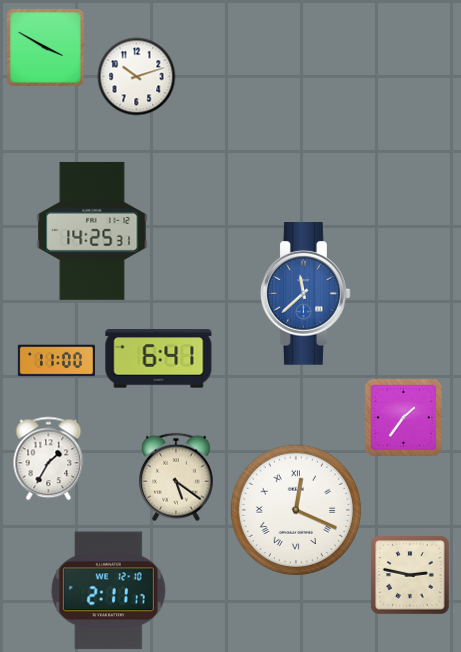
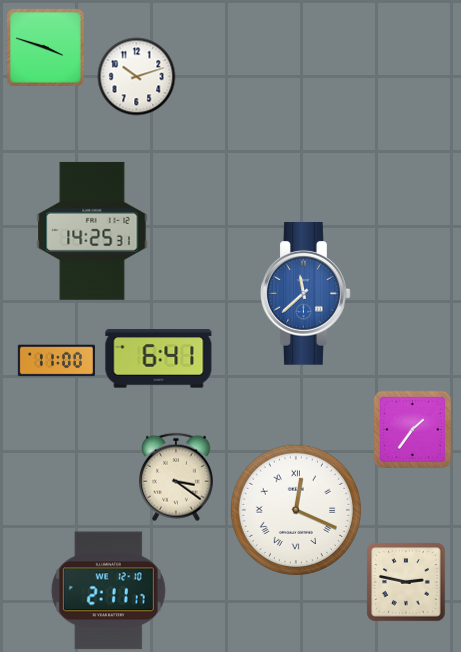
clock at (45, 47): 3:50 -> 3:48
clock at (403, 417) position: (403, 417) -> (412, 429)
clock at (49, 458): 1:35 -> none
clock at (176, 477): 5:21 -> 3:21
clock at (410, 575) position: (410, 575) -> (406, 582)
